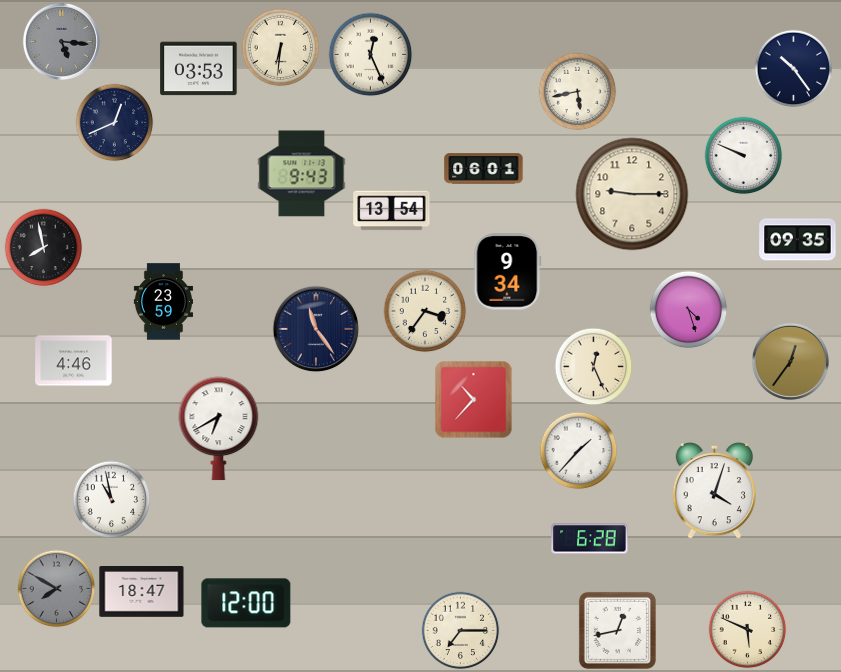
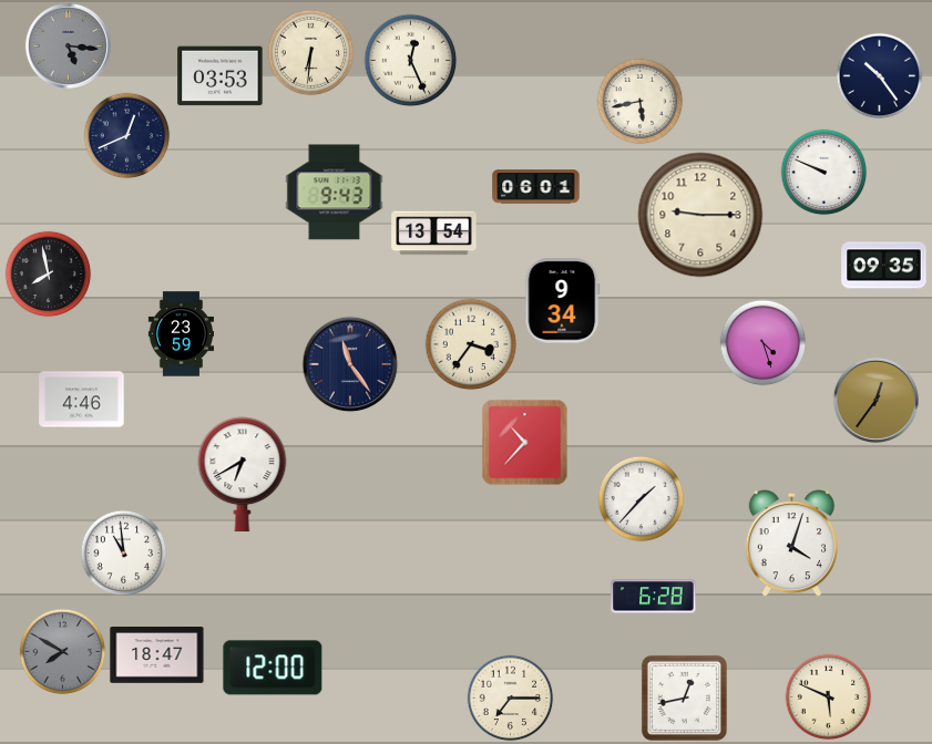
clock at (593, 366): 12:26 -> none
clock at (111, 499): 10:58 -> 10:59
